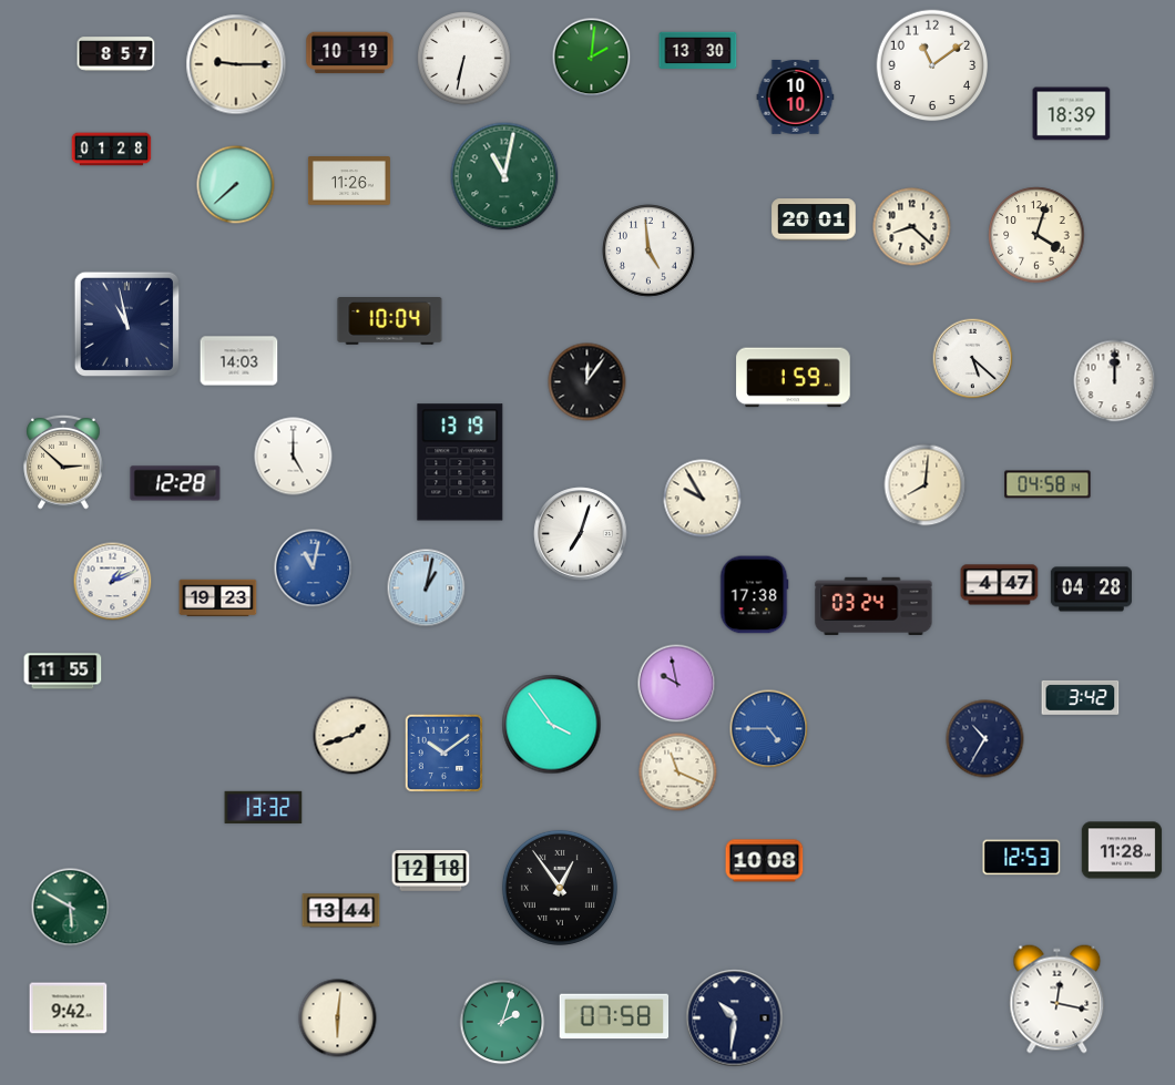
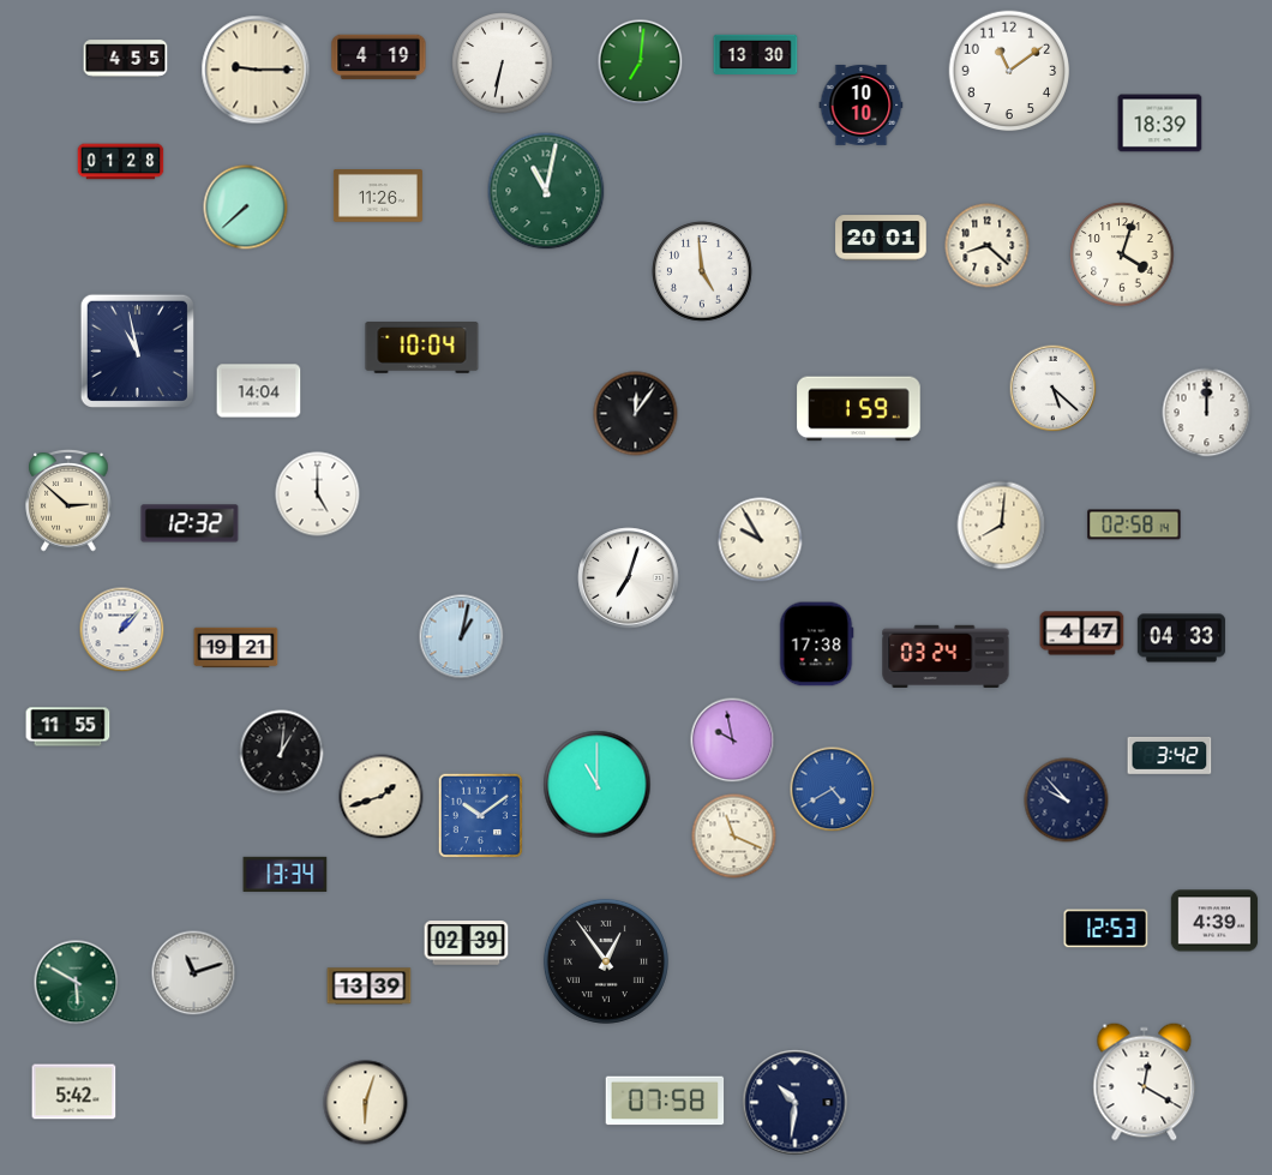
clock at (350, 53): 10:19 -> 4:19
clock at (116, 54): 8:57 -> 4:55
clock at (592, 58): 2:01 -> 7:01
clock at (236, 185) position: (236, 185) -> (246, 208)
clock at (239, 361): 14:03 -> 14:04
clock at (460, 462): 13:19 -> none
clock at (175, 483): 12:28 -> 12:32
clock at (1048, 484): 04:58 -> 02:58
clock at (314, 569): 11:02 -> none
clock at (113, 582): 1:11 -> 1:07
clock at (1091, 590): 04:28 -> 04:33
clock at (218, 598): 19:23 -> 19:21
clock at (282, 753): none -> 1:01
clock at (552, 725): 3:54 -> 11:00
clock at (769, 729): 4:45 -> 4:40
clock at (985, 739): 10:35 -> 9:53
clock at (264, 807): 13:32 -> 13:34
clock at (1122, 850): 11:28 -> 4:39
clock at (765, 861): 10:08 -> none
clock at (431, 871): 12:18 -> 02:39
clock at (194, 973): none -> 11:12
clock at (341, 911): 13:44 -> 13:39
clock at (1057, 1000): 12:17 -> 12:20
clock at (69, 1009): 9:42 -> 5:42
clock at (338, 1019): 6:01 -> 6:03
clock at (502, 1022): 2:03 -> none
